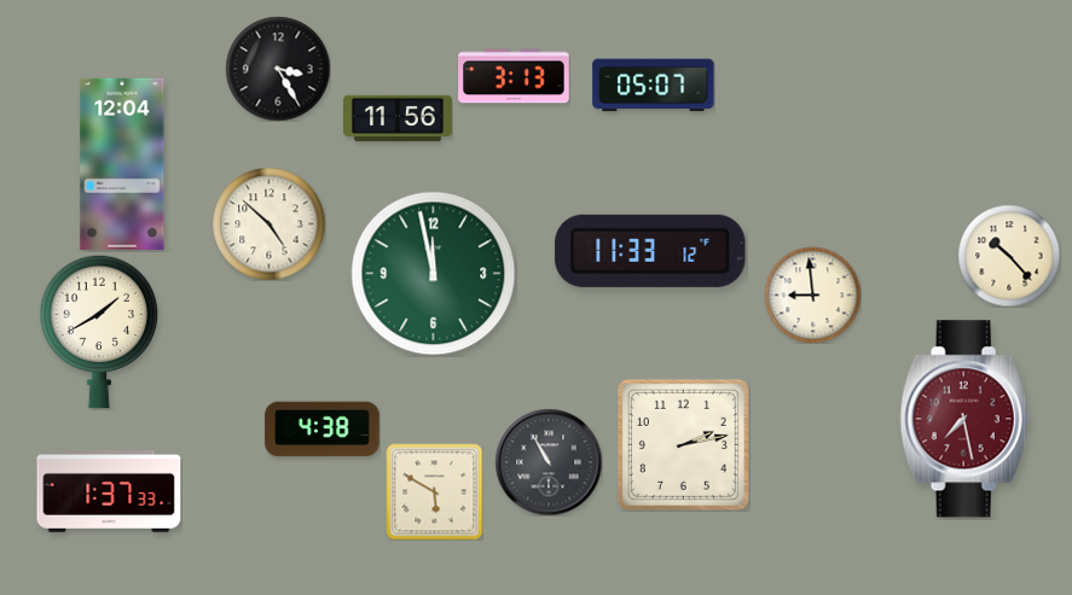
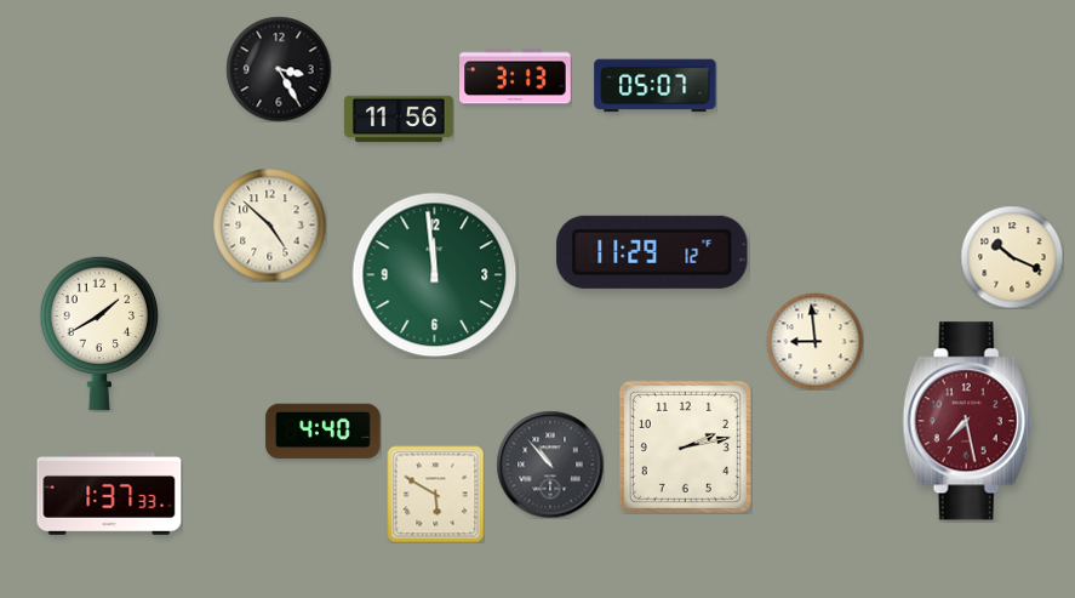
clock at (122, 164): 12:04 -> none
clock at (650, 251): 11:33 -> 11:29
clock at (1009, 256): 10:23 -> 10:19
clock at (434, 274): 11:58 -> 11:59
clock at (812, 294) position: (812, 294) -> (814, 341)
clock at (323, 430): 4:38 -> 4:40
clock at (549, 462): 10:55 -> 10:53
